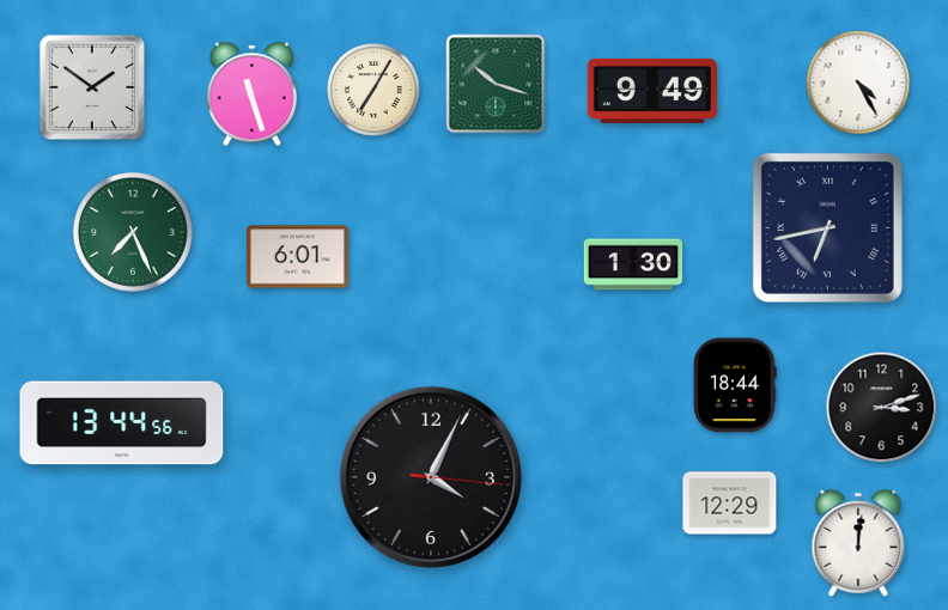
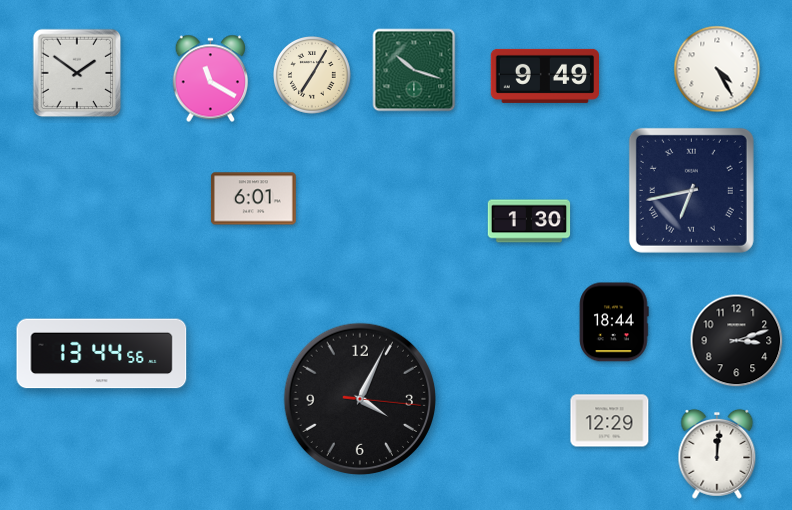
clock at (253, 94): 11:27 -> 11:20
clock at (134, 233): 7:26 -> none
clock at (297, 257) position: (297, 257) -> (253, 199)
